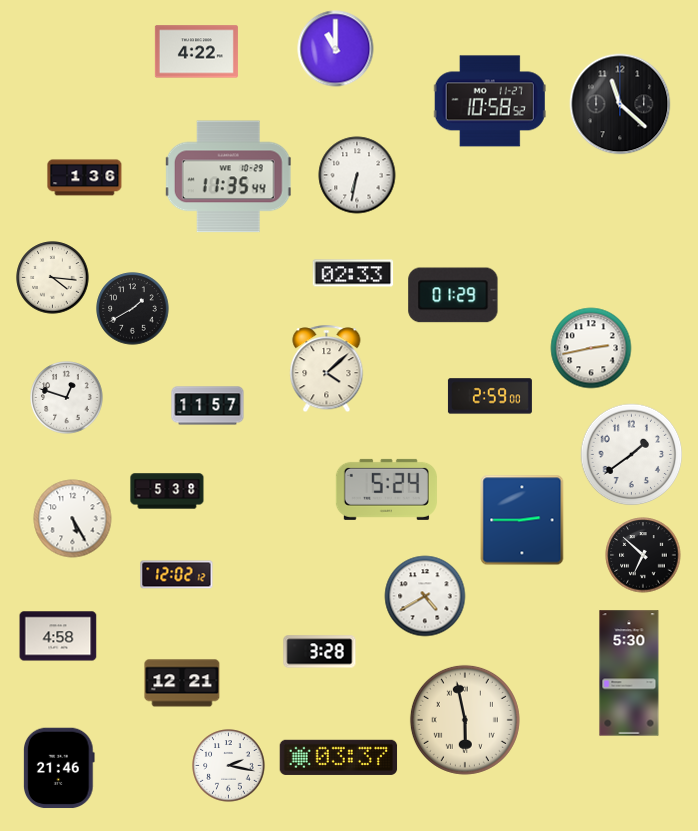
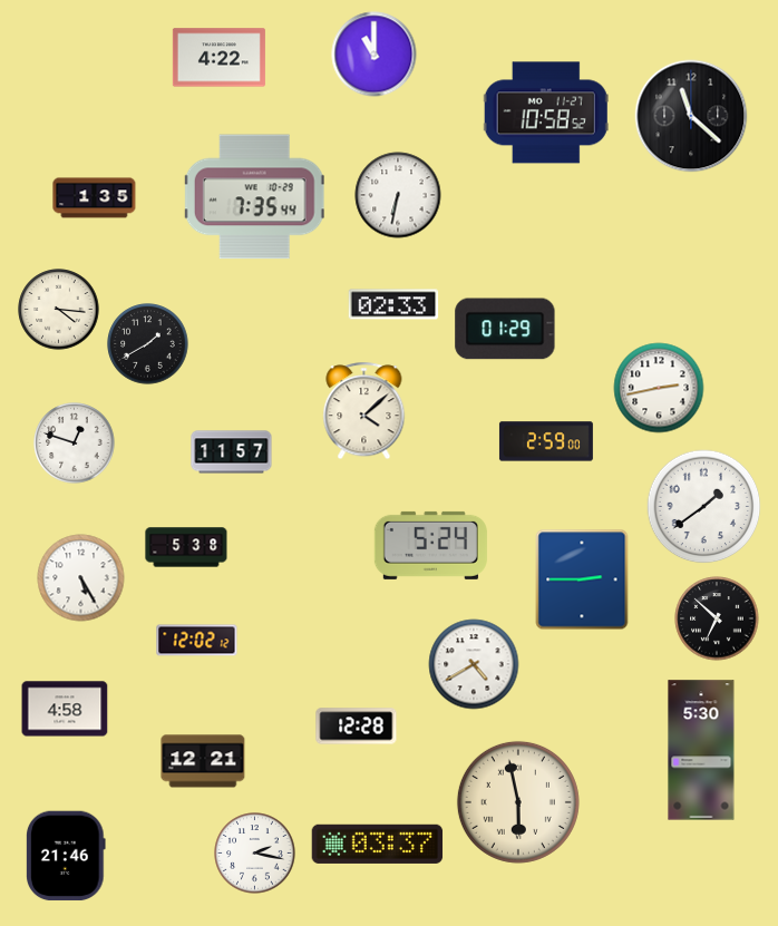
clock at (228, 177): 11:35 -> 7:35
clock at (85, 178): 1:36 -> 1:35
clock at (320, 652): 3:28 -> 12:28
